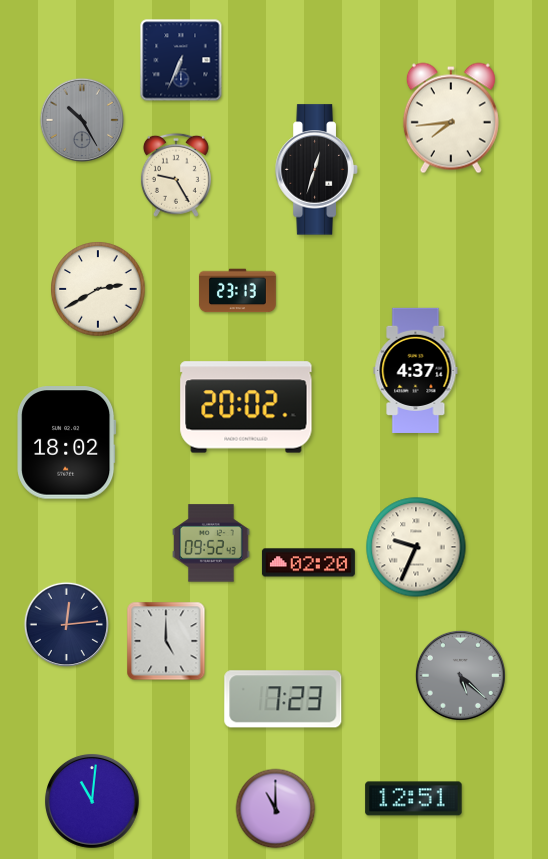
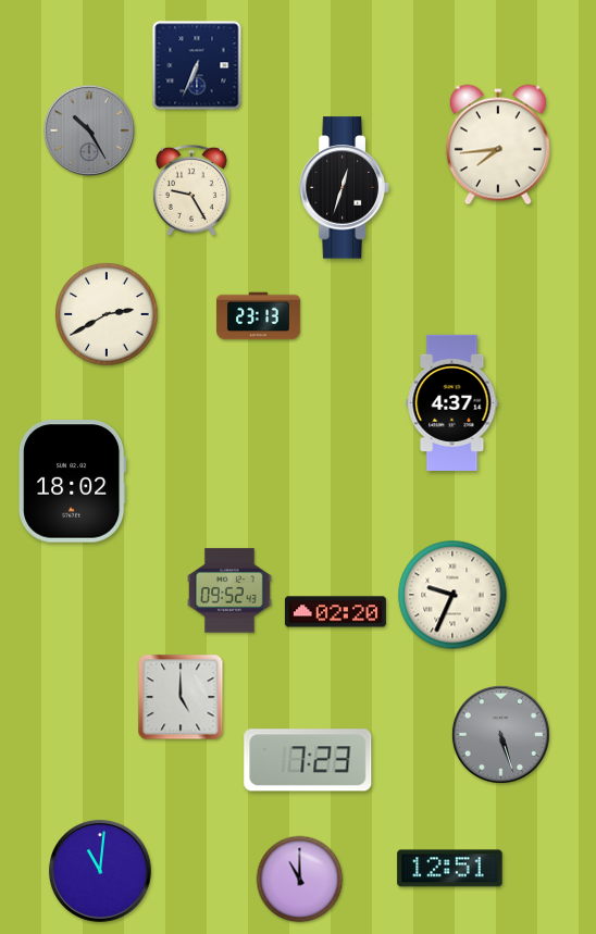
clock at (451, 118) position: (451, 118) -> (498, 145)
clock at (317, 170) position: (317, 170) -> (345, 188)
clock at (246, 407): 20:02 -> none
clock at (66, 624): 12:14 -> none
clock at (460, 675): 5:22 -> 5:27
